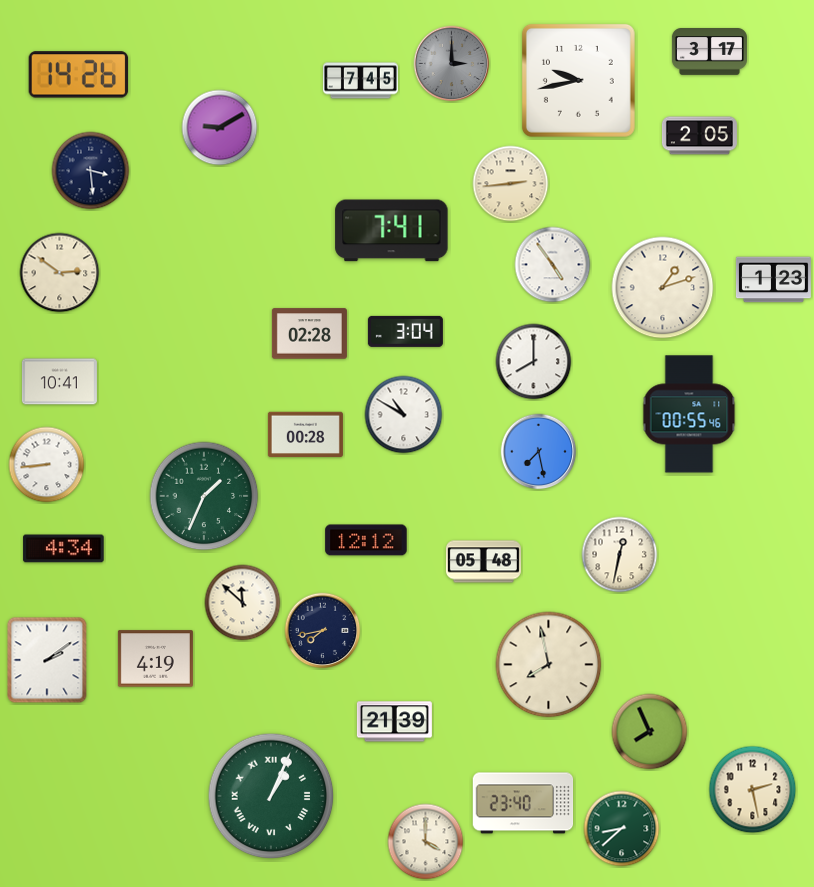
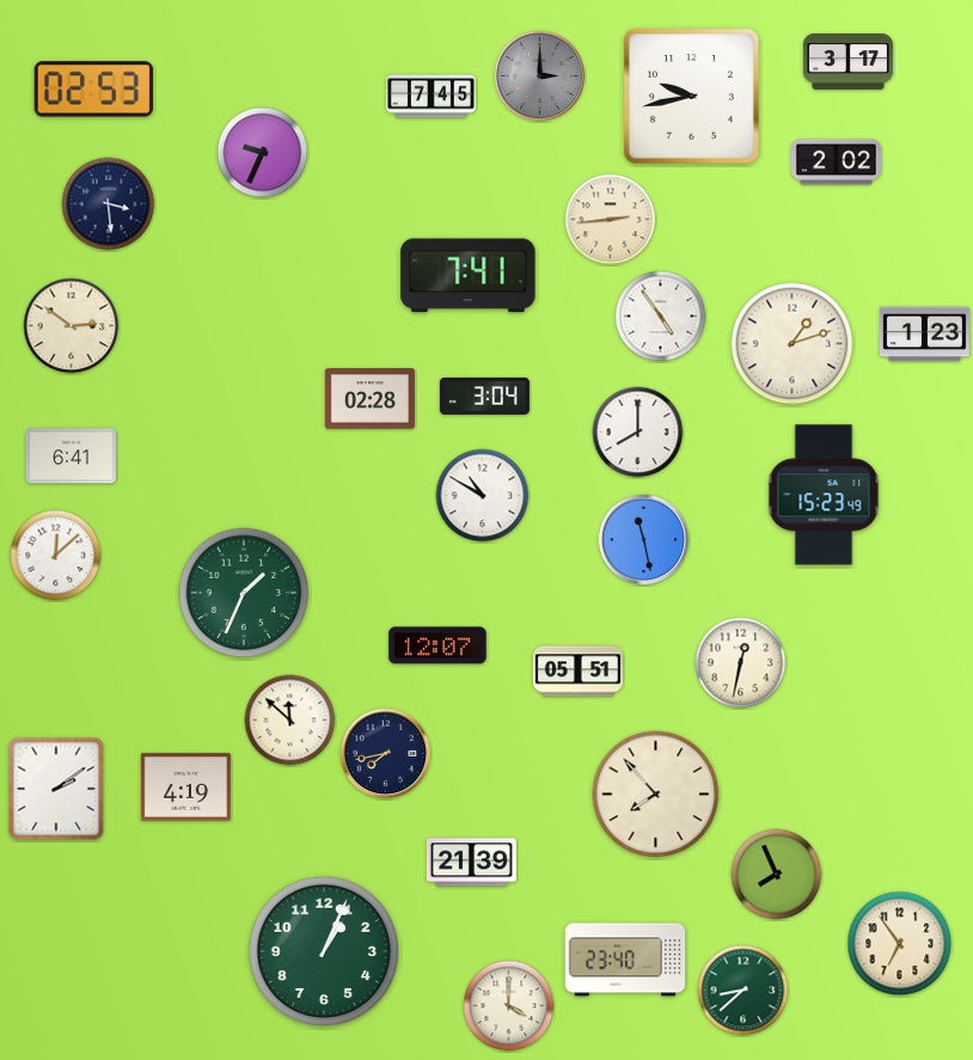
clock at (79, 75): 14:26 -> 02:53
clock at (220, 128): 9:10 -> 9:34
clock at (699, 136): 2:05 -> 2:02
clock at (59, 382): 10:41 -> 6:41
clock at (689, 414): 00:55 -> 15:23
clock at (305, 435): 00:28 -> none
clock at (539, 452): 7:28 -> 11:28
clock at (47, 465): 8:44 -> 12:08
clock at (366, 540): 12:12 -> 12:07
clock at (64, 549): 4:34 -> none
clock at (483, 562): 05:48 -> 05:51
clock at (549, 665): 7:58 -> 7:53
clock at (753, 790): 2:28 -> 6:54
clock at (271, 796) numerals: Roman -> Arabic
